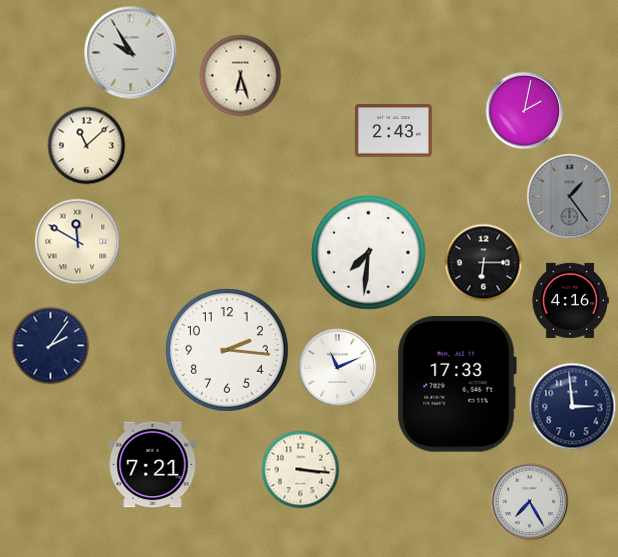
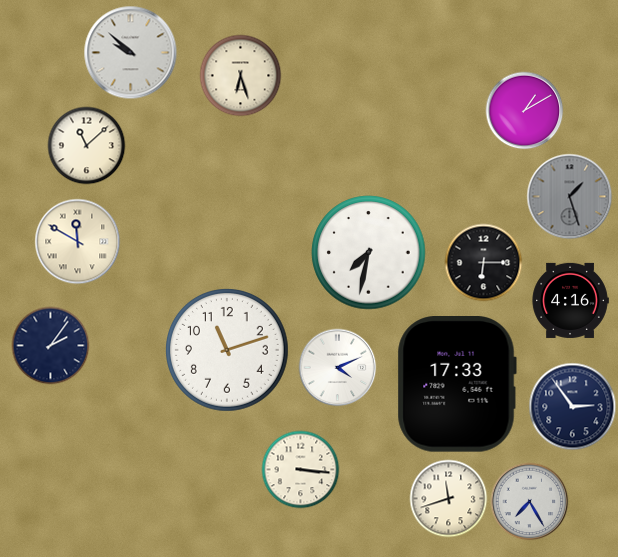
clock at (130, 52): 9:55 -> 9:52
clock at (524, 110): 2:02 -> 1:10
clock at (393, 131): 2:43 -> none
clock at (569, 196): 1:24 -> 1:27
clock at (369, 253): 7:31 -> 7:32
clock at (228, 351): 2:16 -> 11:12
clock at (337, 367): 11:11 -> 4:11
clock at (572, 406): 2:59 -> 2:54
clock at (153, 465): 7:21 -> none
clock at (448, 498): none -> 11:42
